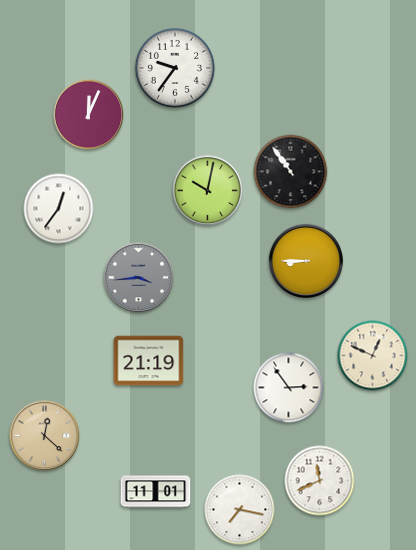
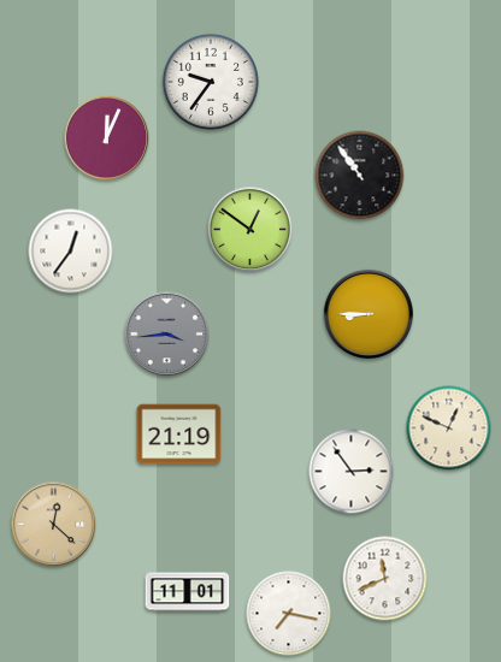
clock at (291, 172) position: (291, 172) -> (360, 176)
clock at (208, 191): 10:02 -> 12:51
clock at (289, 388) position: (289, 388) -> (352, 472)
